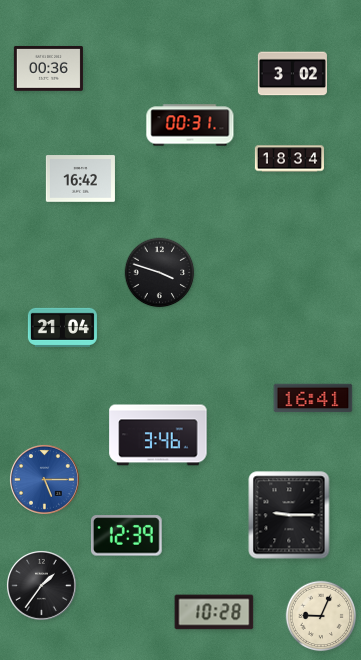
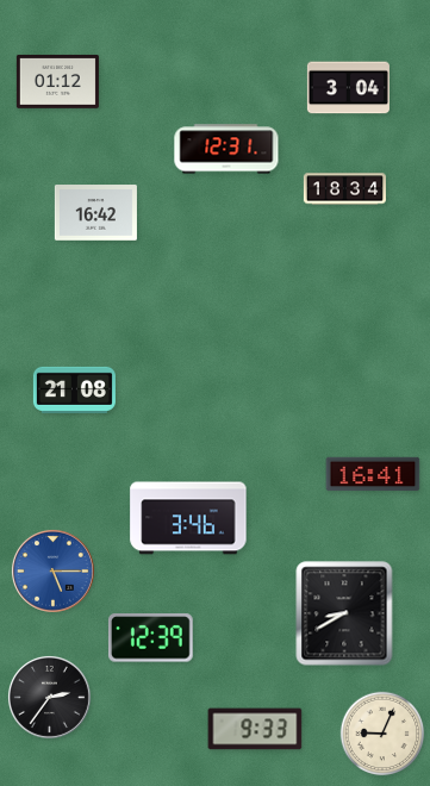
clock at (48, 68): 00:36 -> 01:12
clock at (292, 74): 3:02 -> 3:04
clock at (190, 125): 00:31 -> 12:31
clock at (160, 273): 3:48 -> none
clock at (62, 327): 21:04 -> 21:08
clock at (289, 515): 9:15 -> 8:40
clock at (41, 585): 1:36 -> 2:36
clock at (214, 612): 10:28 -> 9:33
